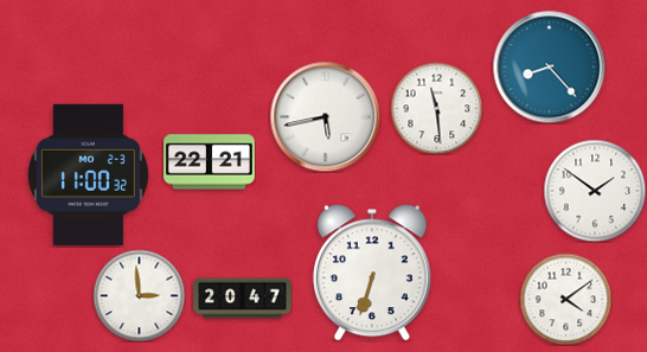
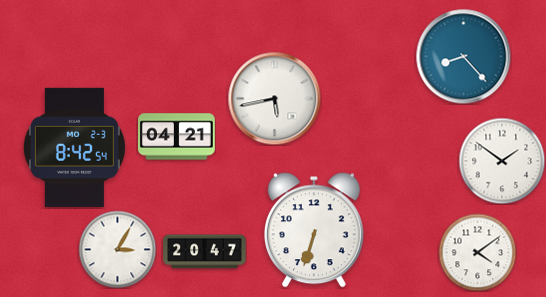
clock at (436, 108): 11:29 -> none
clock at (210, 162): 22:21 -> 04:21
clock at (88, 174): 11:00 -> 8:42
clock at (139, 295): 2:59 -> 3:05
